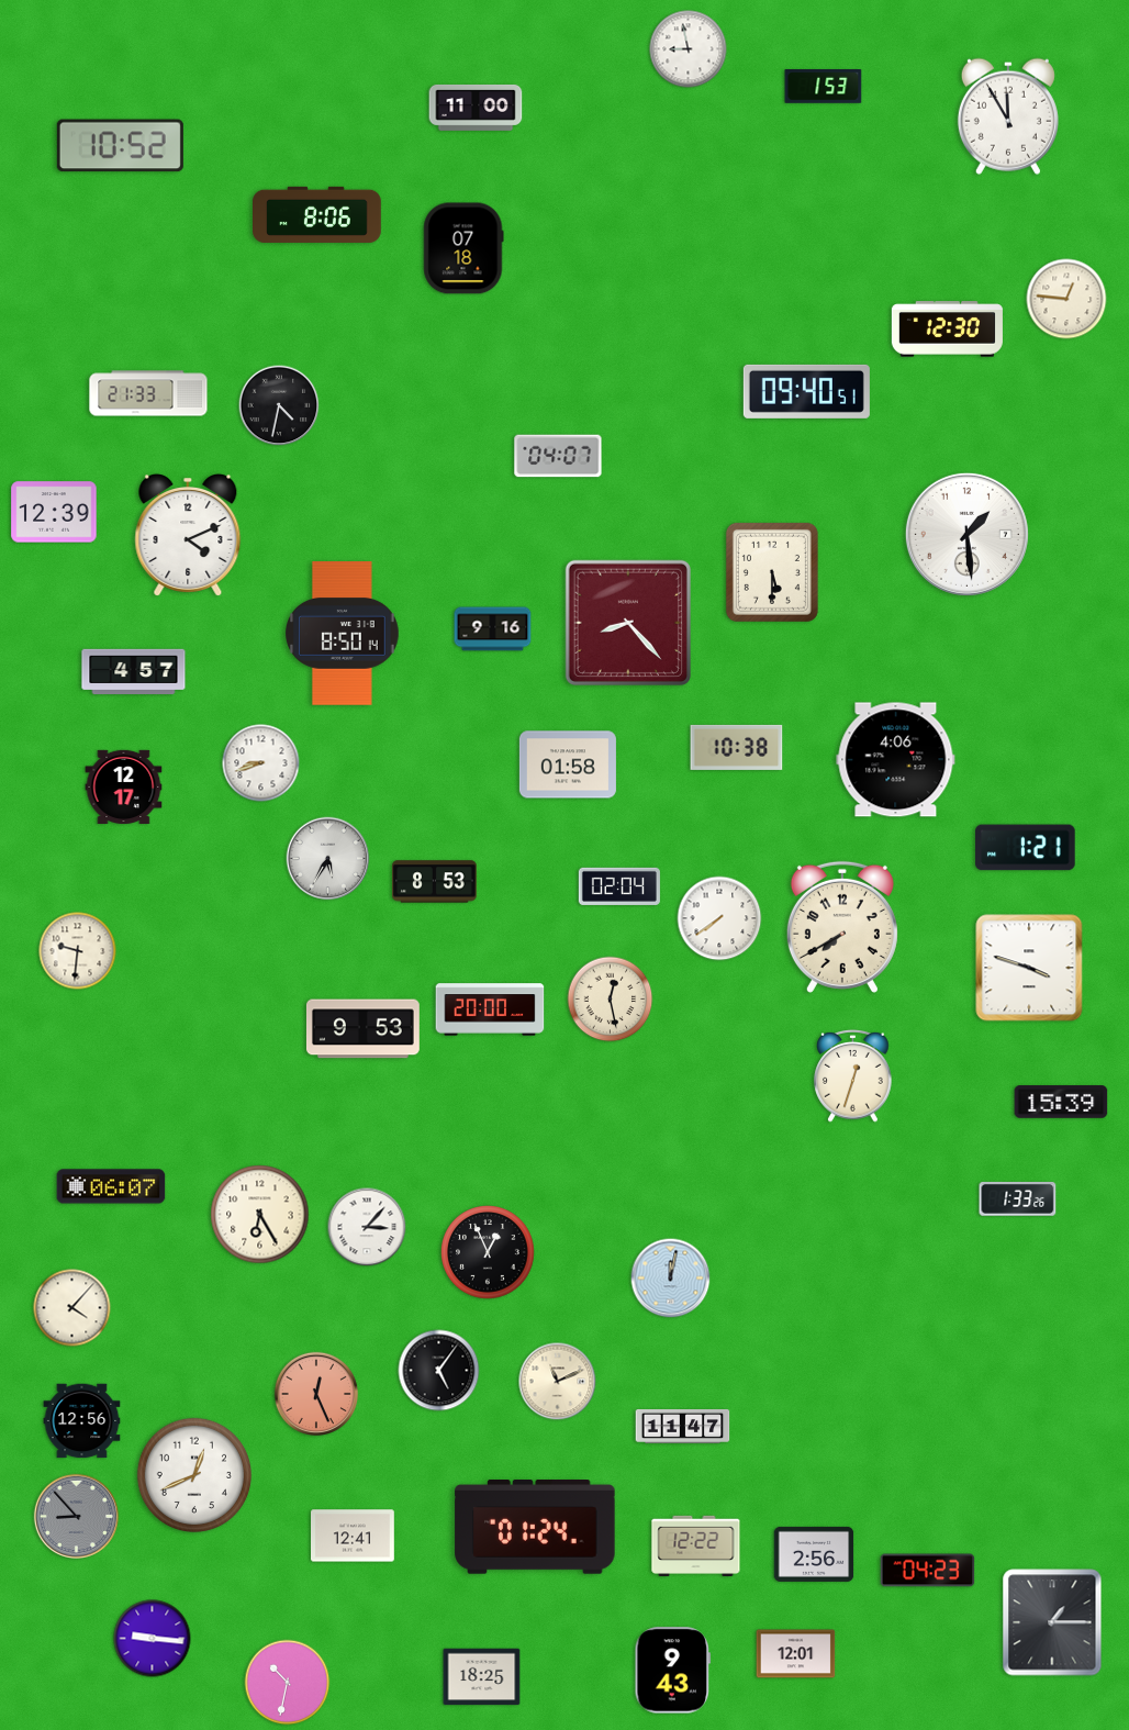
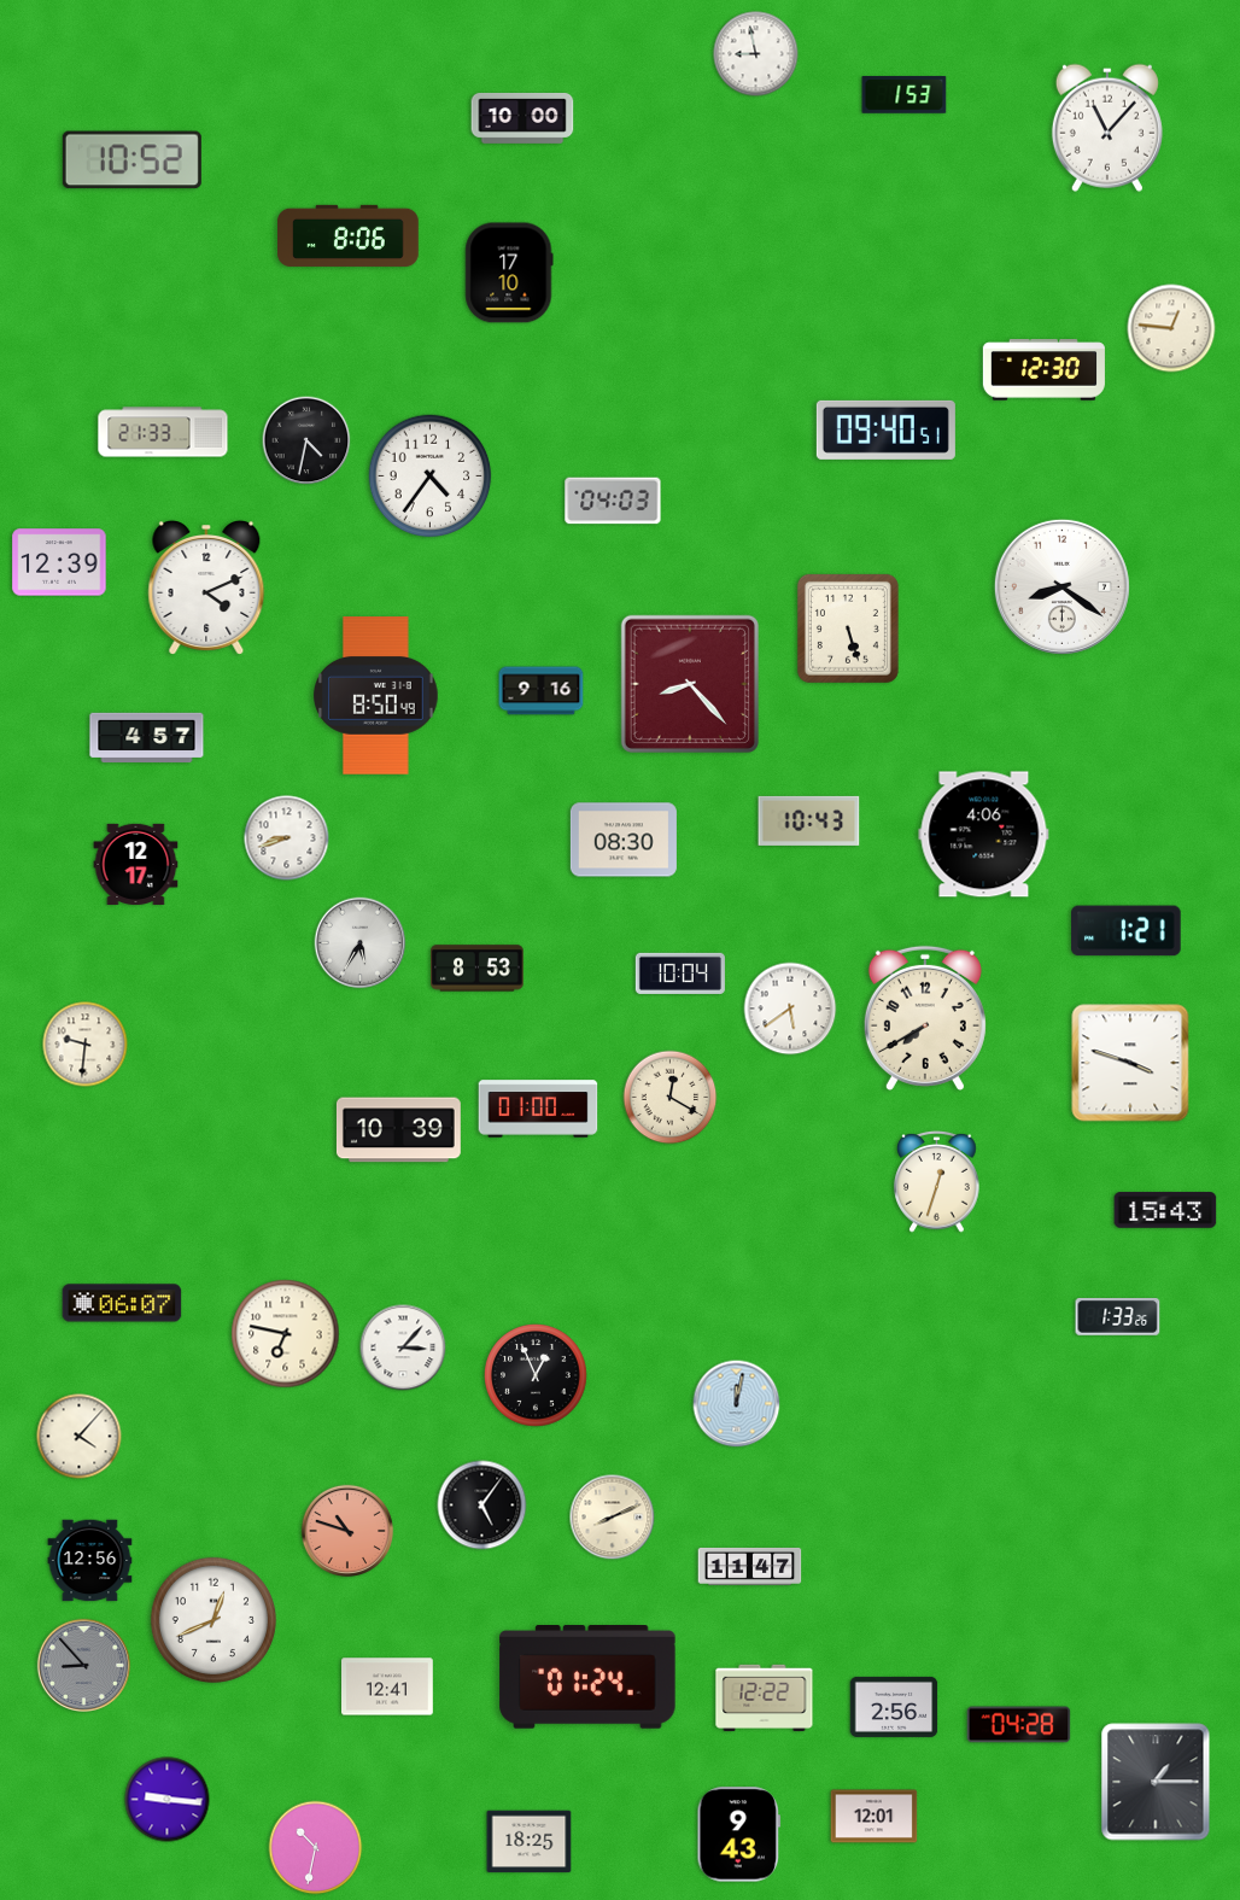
clock at (476, 108): 11:00 -> 10:00
clock at (1008, 116): 11:55 -> 11:07
clock at (463, 248): 07:18 -> 17:10
clock at (947, 330) position: (947, 330) -> (1043, 370)
clock at (279, 405) position: (279, 405) -> (306, 440)
clock at (431, 477): none -> 4:36
clock at (558, 456): 04:07 -> 04:03
clock at (966, 534): 1:29 -> 8:21
clock at (772, 572): 5:30 -> 5:27
clock at (343, 634): 8:50:14 -> 8:50:49
clock at (737, 747): 10:38 -> 10:43
clock at (568, 764): 01:58 -> 08:30
clock at (619, 886): 02:04 -> 10:04
clock at (719, 918): 7:39 -> 5:39
clock at (611, 1000): 12:28 -> 12:20
clock at (490, 1009): 20:00 -> 01:00
clock at (362, 1029): 9:53 -> 10:39
clock at (1061, 1102): 15:39 -> 15:43
clock at (260, 1215): 6:25 -> 6:47
clock at (558, 1382): 11:11 -> 8:11
clock at (316, 1394): 12:26 -> 10:48
clock at (928, 1571): 04:23 -> 04:28
